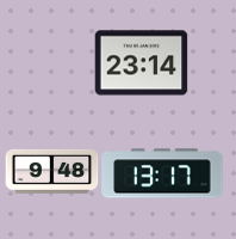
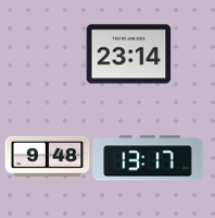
clock at (141, 63) position: (141, 63) -> (128, 55)
